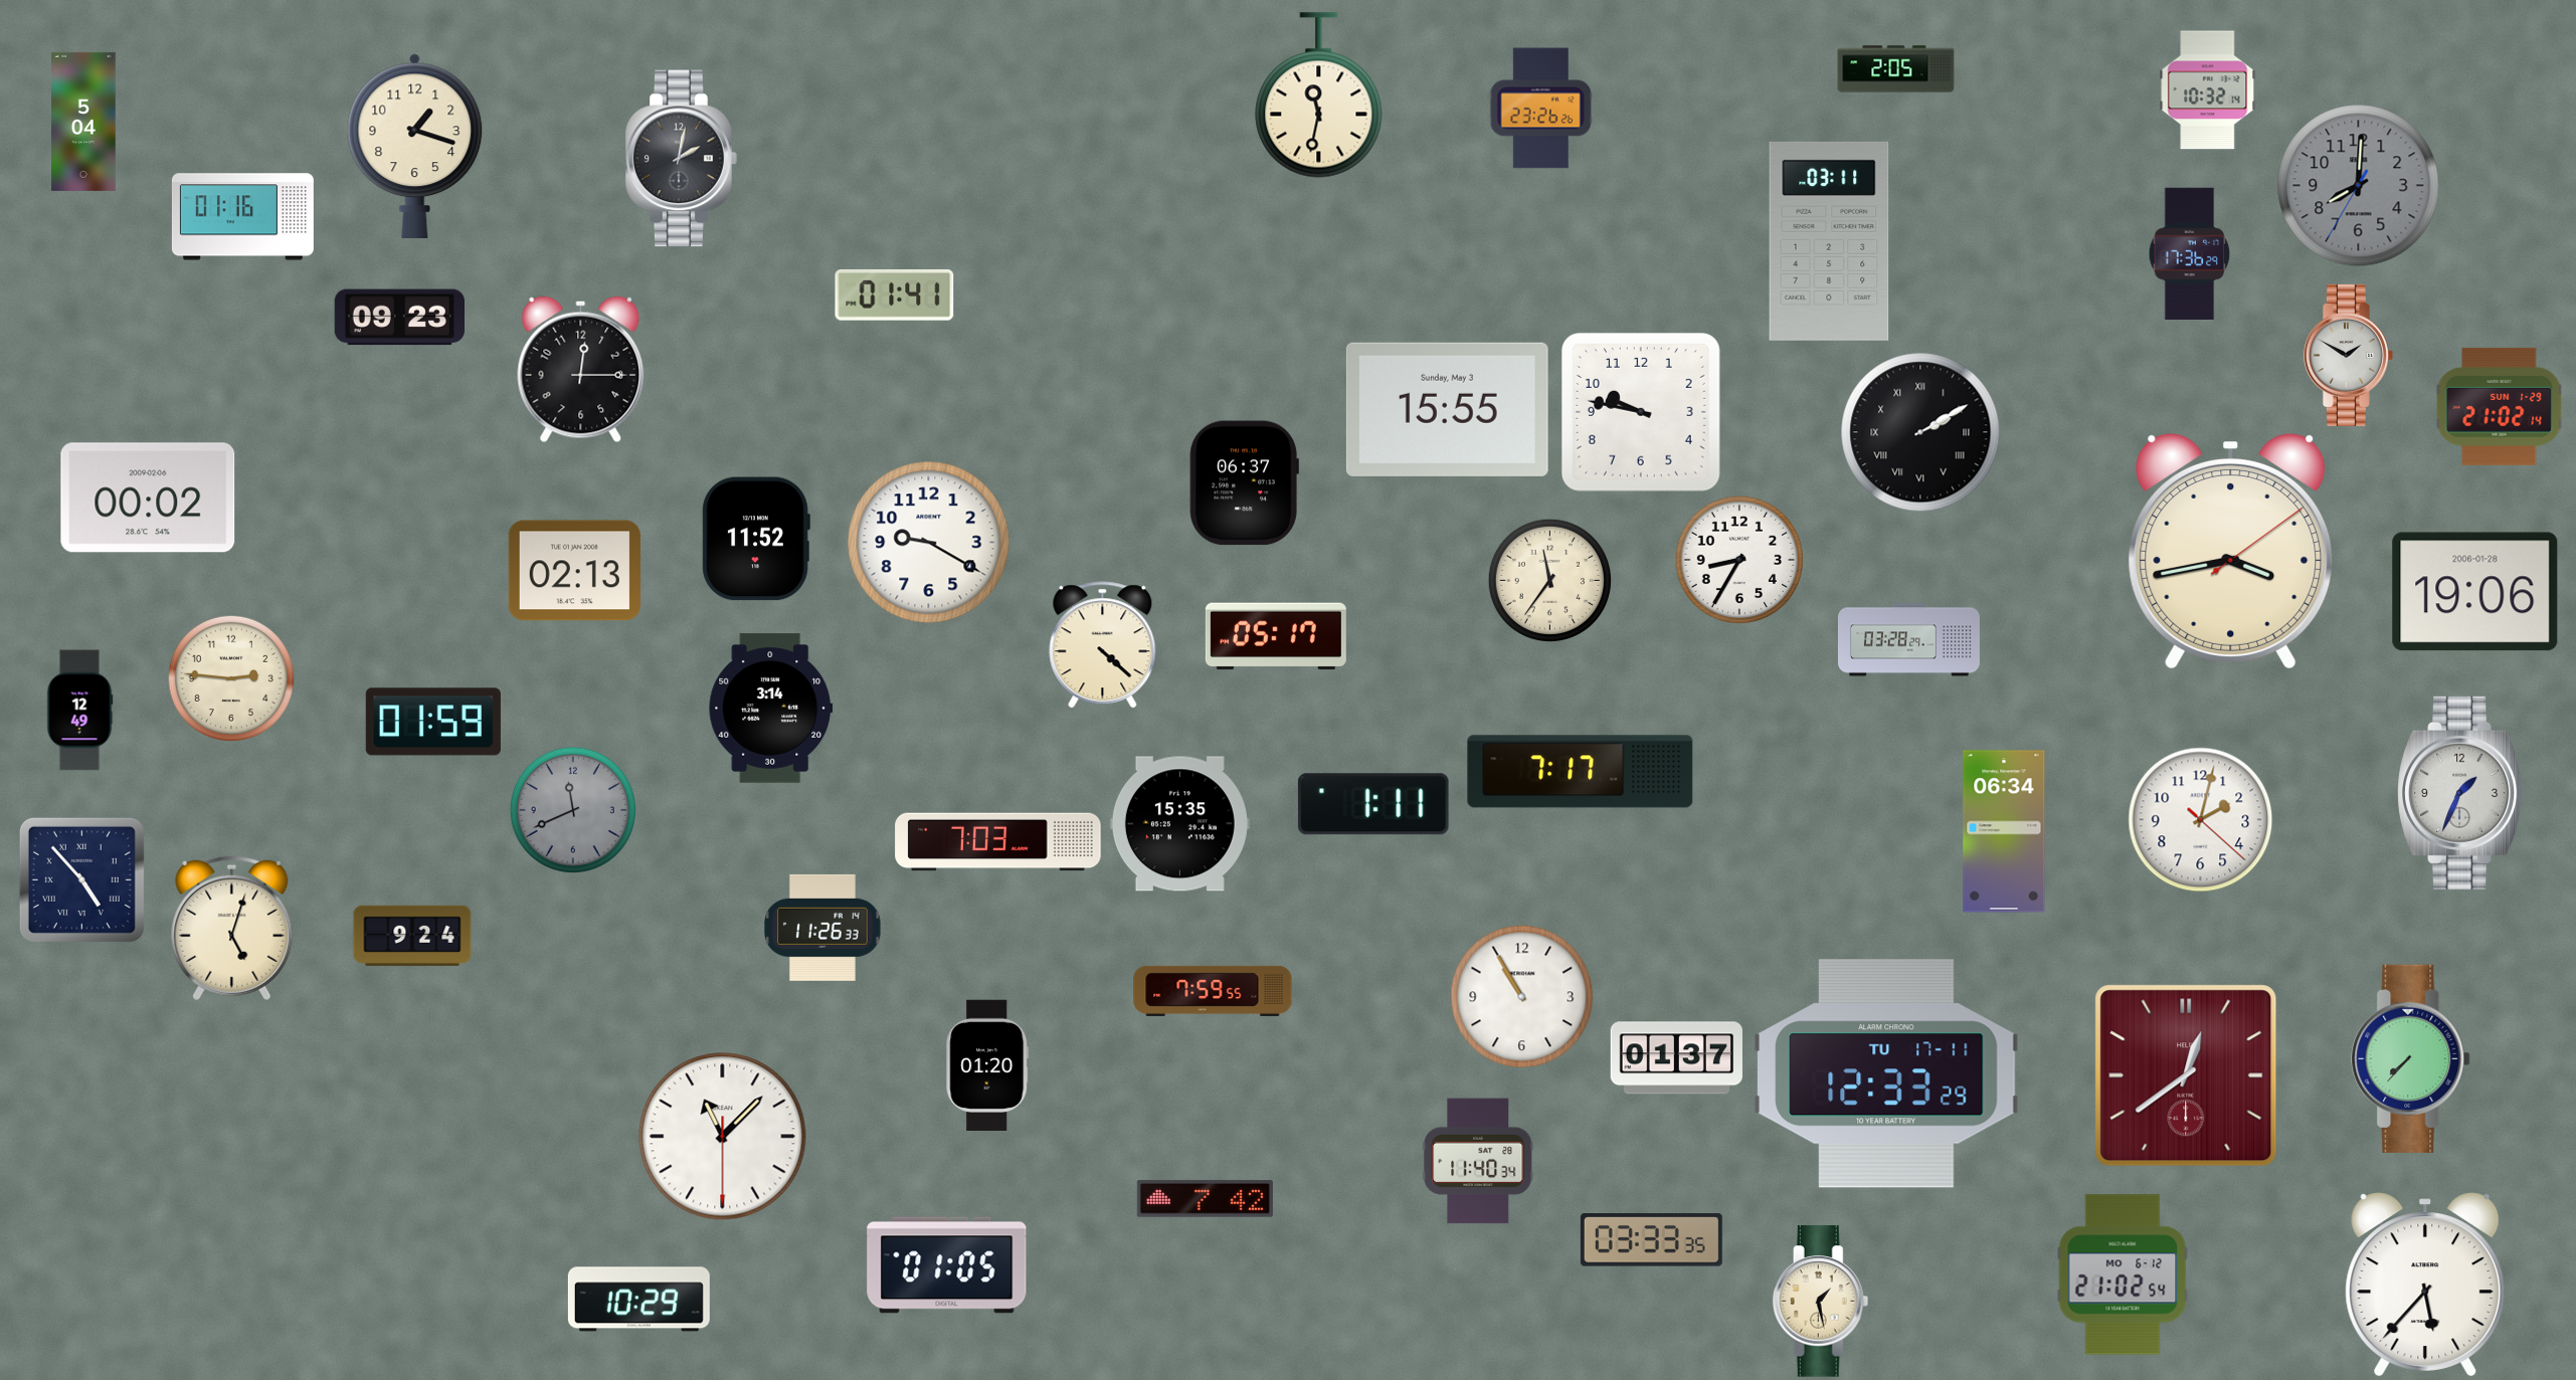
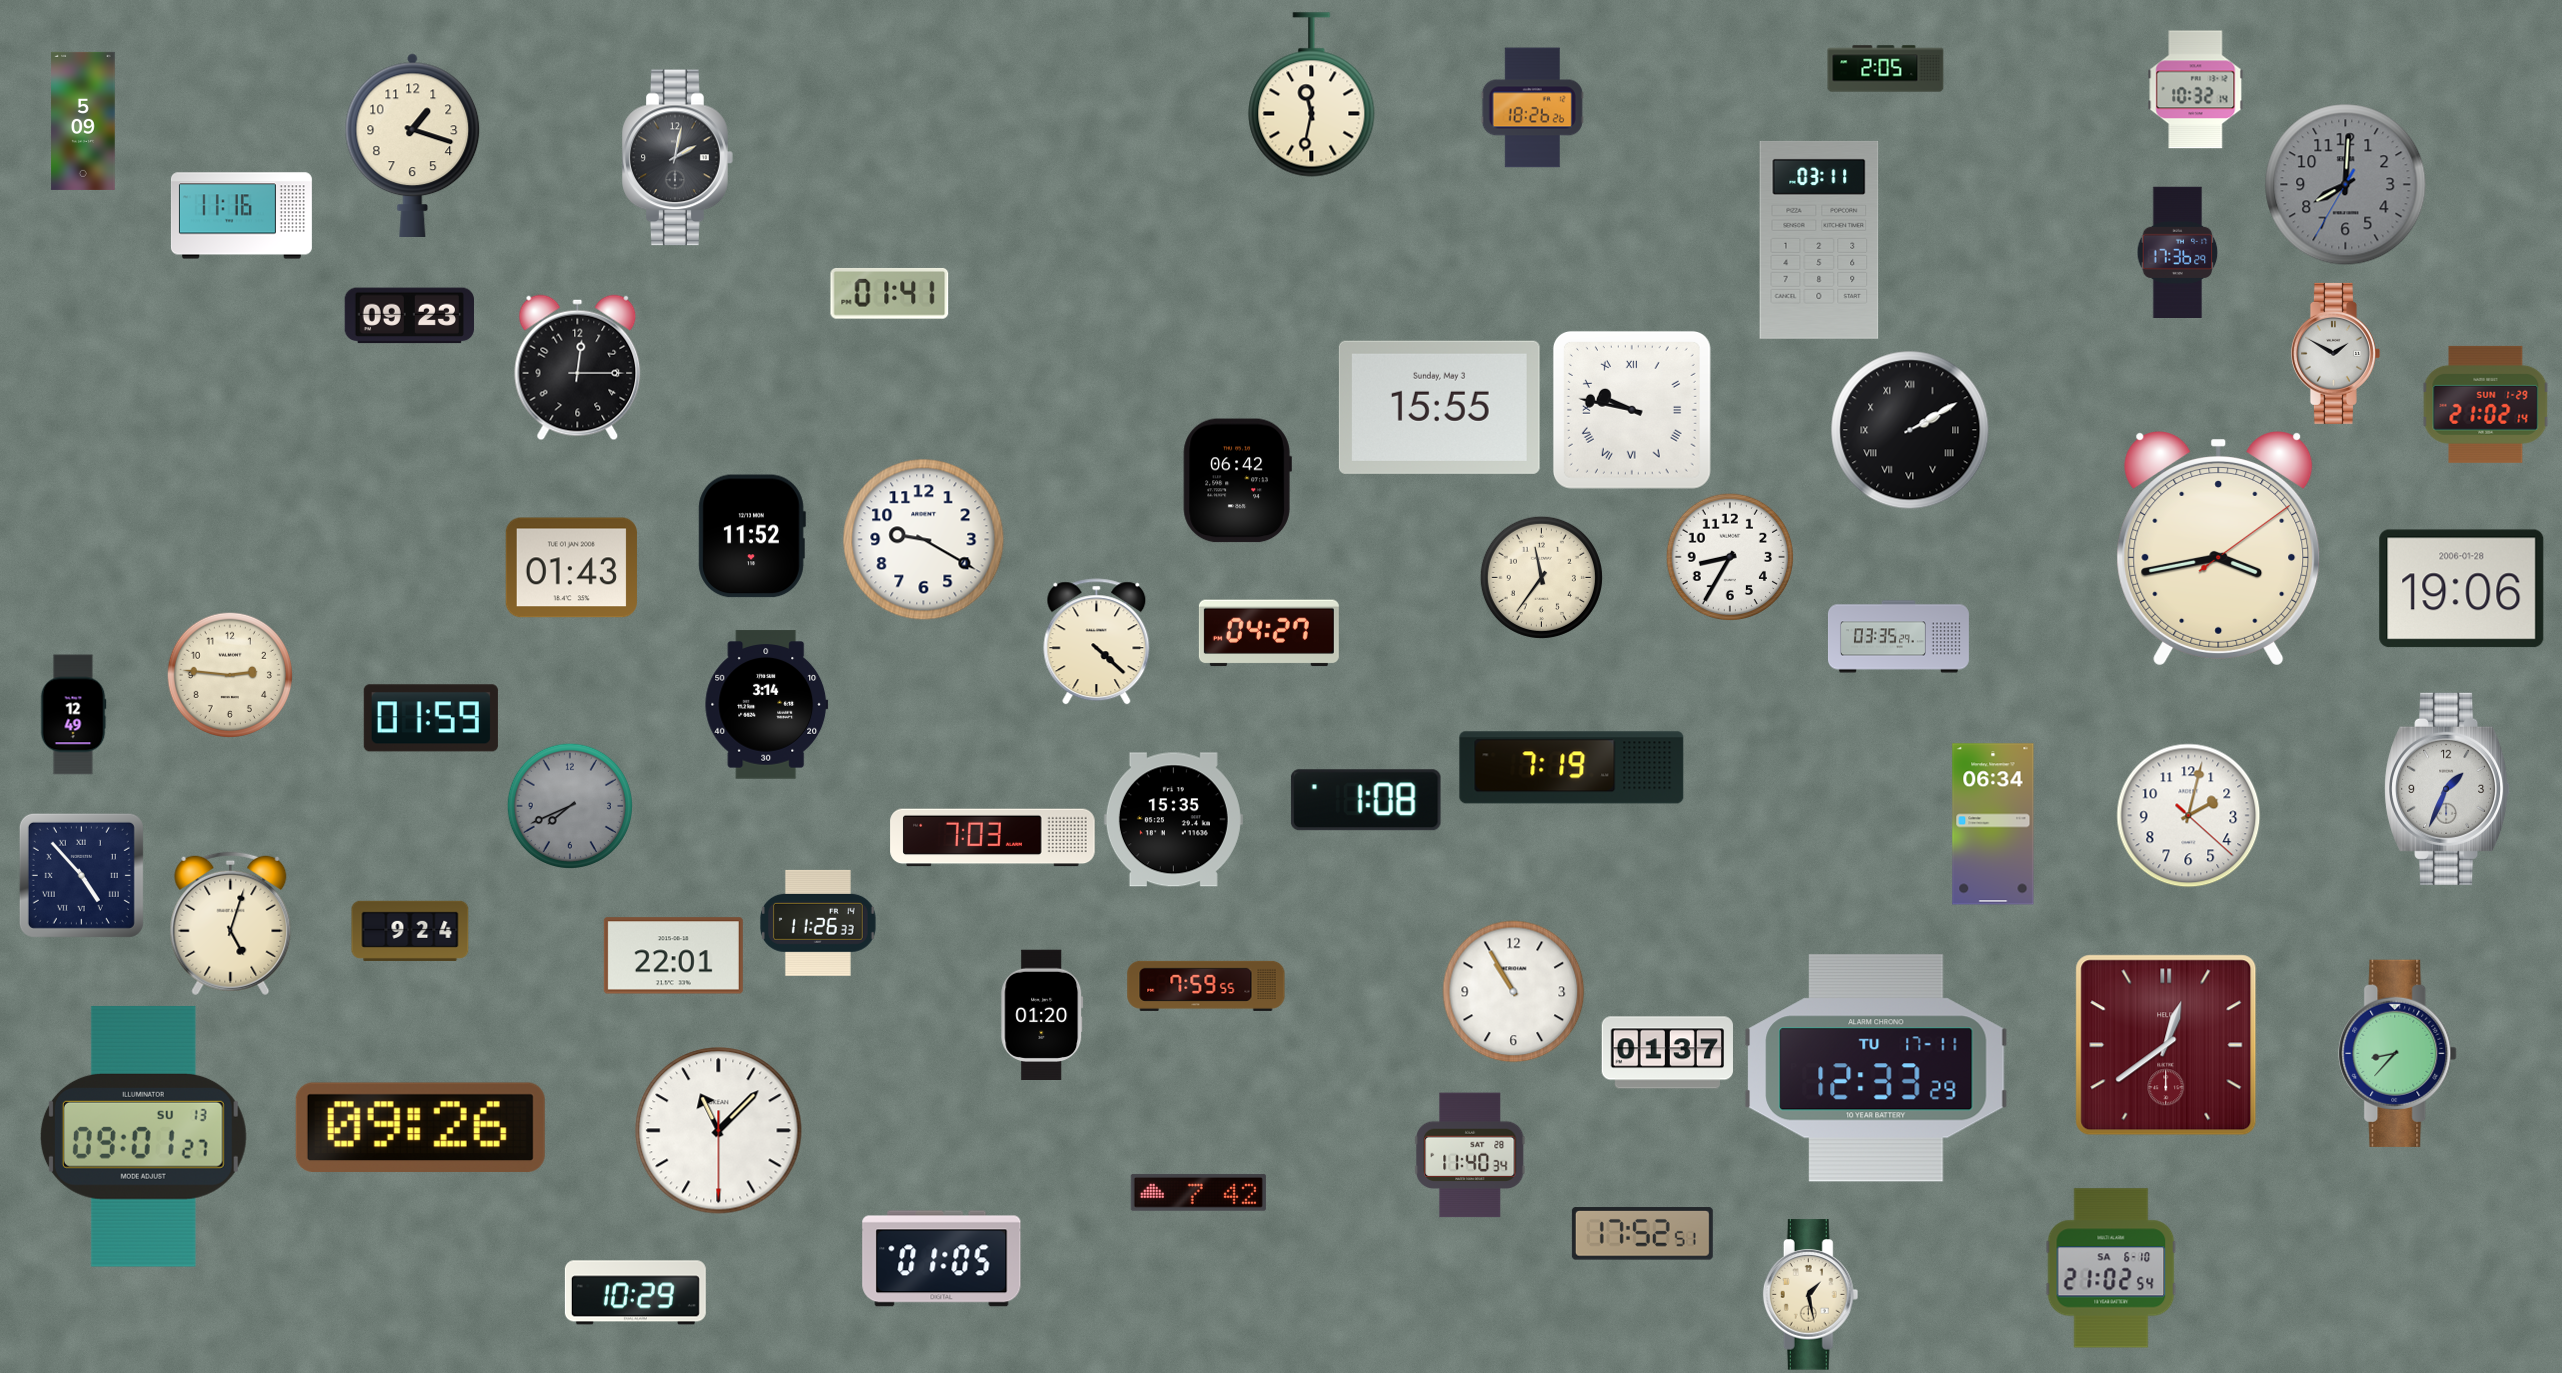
clock at (1540, 109): 23:26 -> 18:26
clock at (83, 122): 5:04 -> 5:09
clock at (242, 217): 01:16 -> 11:16
clock at (399, 318) position: (399, 318) -> (409, 316)
clock at (1641, 412) numerals: Arabic -> Roman
clock at (1244, 483): 06:37 -> 06:42
clock at (148, 498): 00:02 -> none
clock at (574, 571): 02:13 -> 01:43
clock at (1276, 636): 05:17 -> 04:27
clock at (1908, 640): 03:28 -> 03:35
clock at (79, 711) position: (79, 711) -> (73, 715)
clock at (1581, 772): 7:17 -> 7:19
clock at (1373, 804): 1:11 -> 1:08
clock at (572, 809): 11:41 -> 7:41
clock at (2004, 831) position: (2004, 831) -> (1993, 824)
clock at (673, 956): none -> 22:01
clock at (2411, 1058): 7:37 -> 8:37
clock at (987, 1064) position: (987, 1064) -> (1042, 1014)
clock at (2186, 1075) position: (2186, 1075) -> (2166, 1045)
clock at (420, 1127): none -> 09:26
clock at (143, 1136): none -> 09:01
clock at (1651, 1240): 03:33 -> 17:52
clock at (2123, 1274) date: MO 6-12 -> SA 6-10
clock at (2425, 1285): 5:37 -> none
